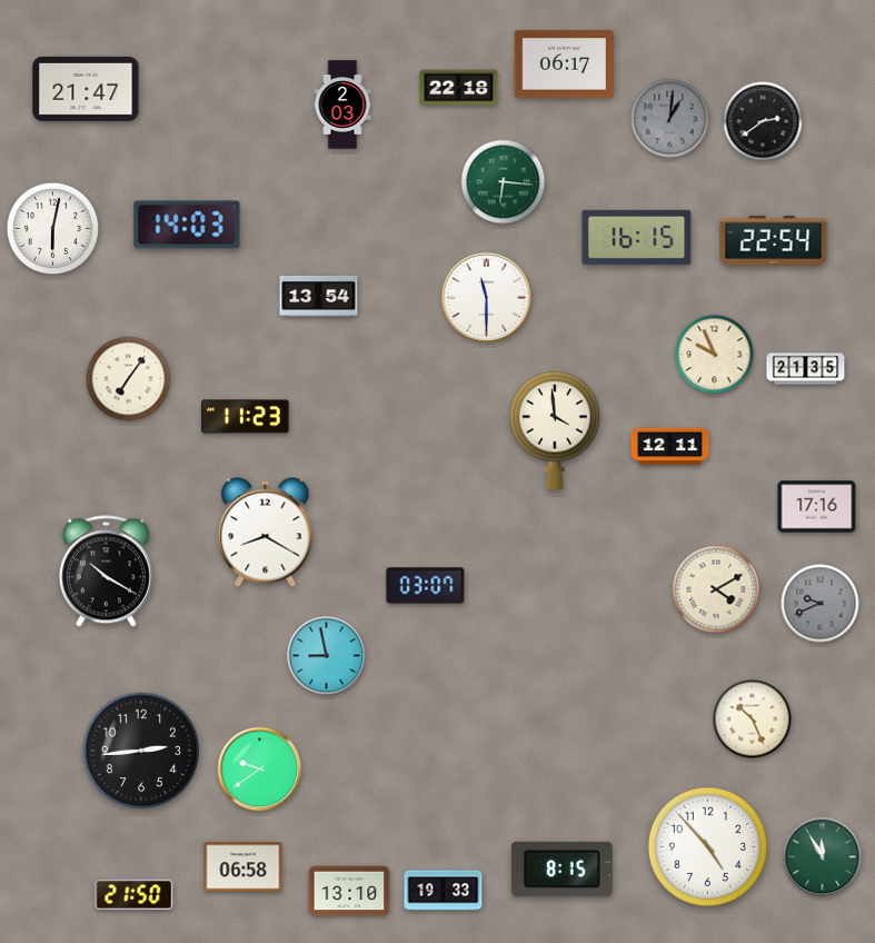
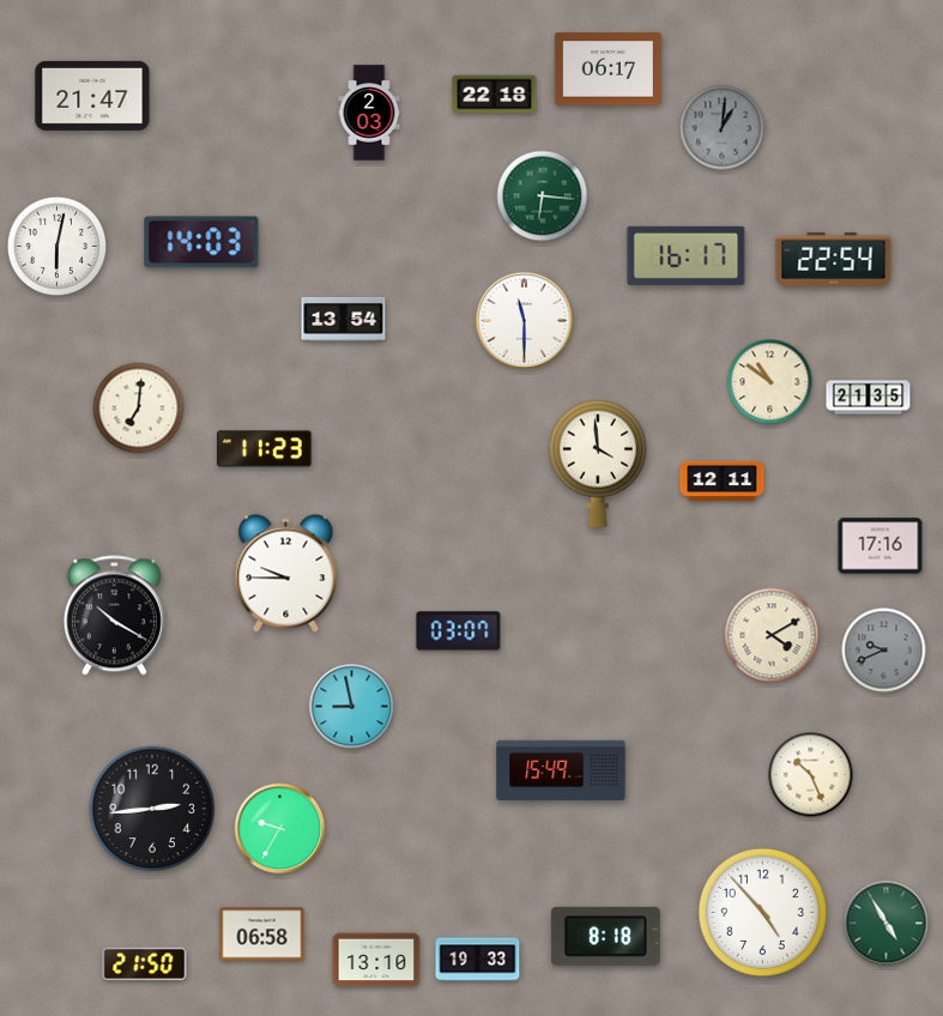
clock at (763, 121): 2:39 -> none
clock at (637, 237): 16:15 -> 16:17
clock at (715, 355): 9:56 -> 10:51
clock at (129, 379): 7:06 -> 7:01
clock at (266, 533): 8:20 -> 9:45
clock at (561, 769): none -> 15:49
clock at (260, 770): 9:39 -> 9:35
clock at (823, 857): 11:55 -> 4:55
clock at (561, 868): 8:15 -> 8:18
